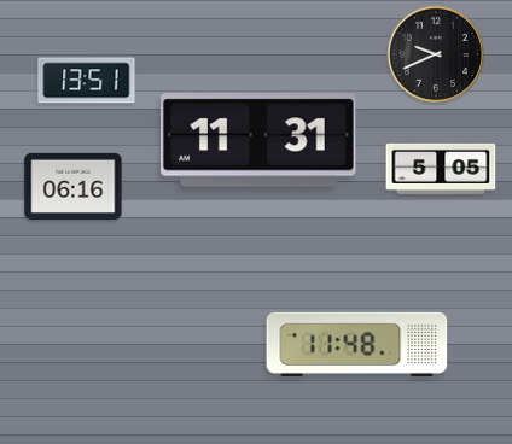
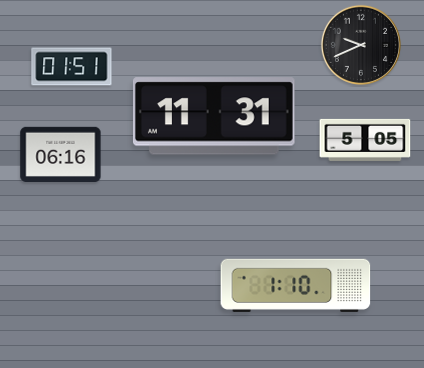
clock at (87, 81): 13:51 -> 01:51
clock at (357, 344): 11:48 -> 1:10
